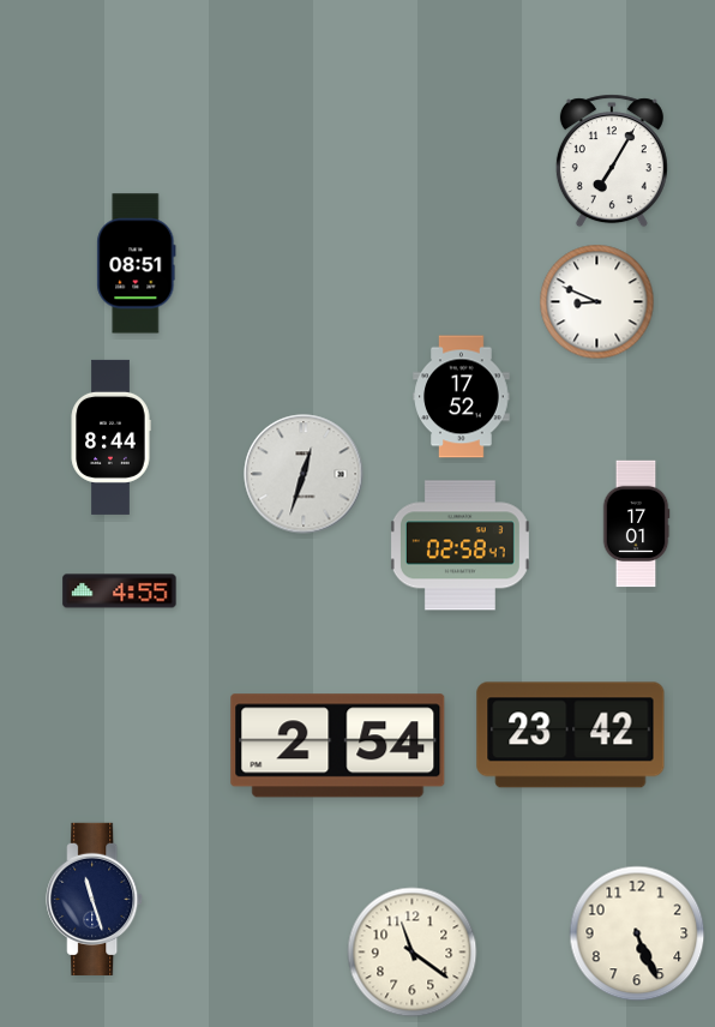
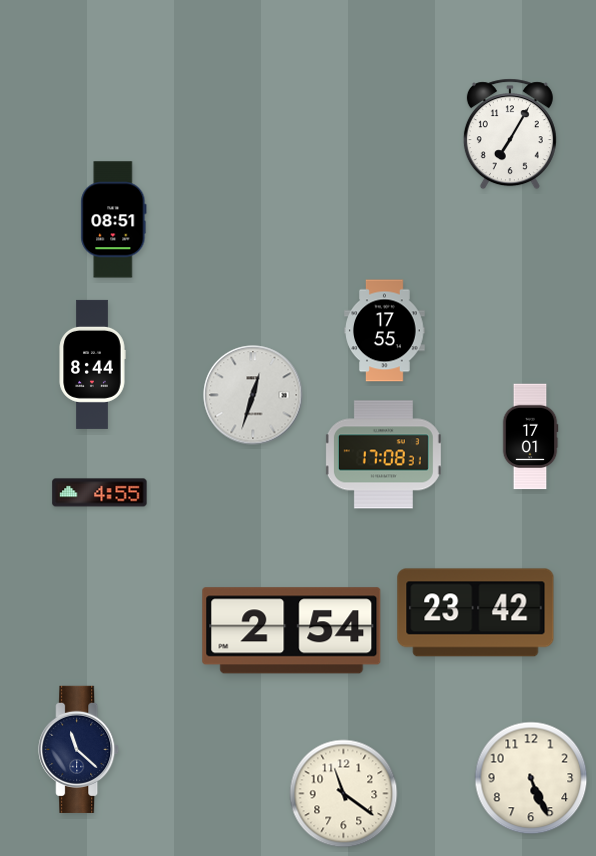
clock at (597, 302): 8:49 -> none
clock at (462, 397): 17:52 -> 17:55
clock at (459, 546): 02:58 -> 17:08
clock at (338, 746) position: (338, 746) -> (292, 631)
clock at (95, 899): 11:27 -> 11:22
